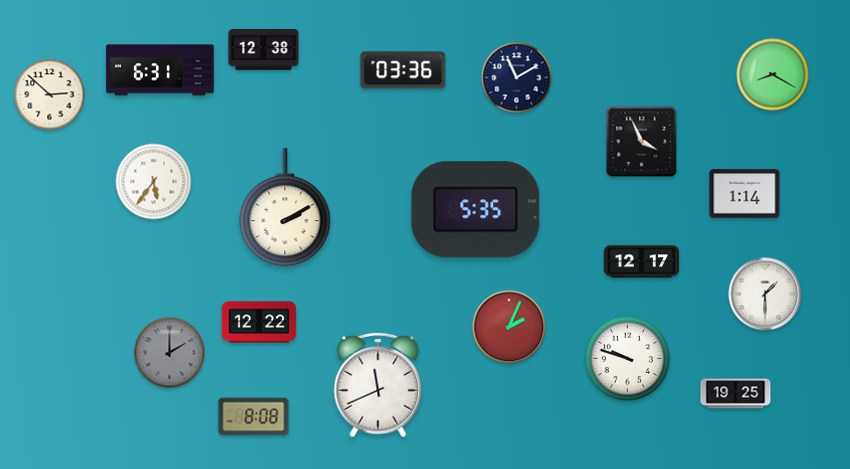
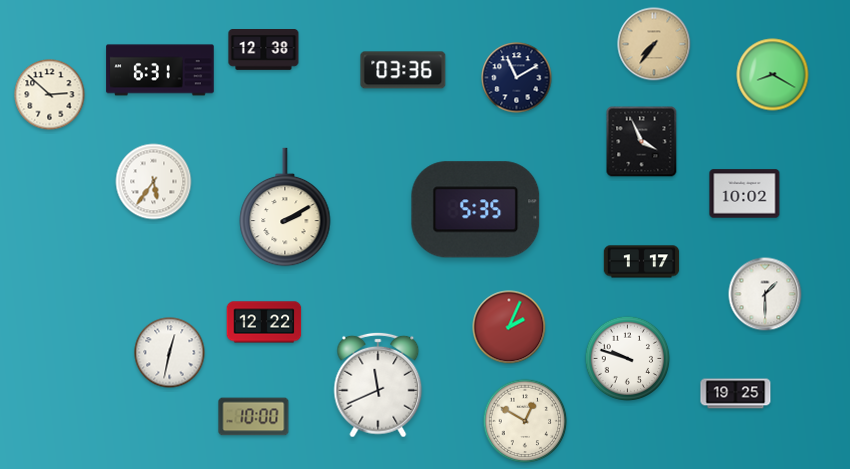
clock at (654, 44): none -> 7:36
clock at (745, 194): 1:14 -> 10:02
clock at (642, 262): 12:17 -> 1:17
clock at (259, 322) position: (259, 322) -> (264, 322)
clock at (170, 353): 2:00 -> 12:32
clock at (170, 353) dial: grey -> white
clock at (254, 417): 8:08 -> 10:00
clock at (525, 421): none -> 12:50
